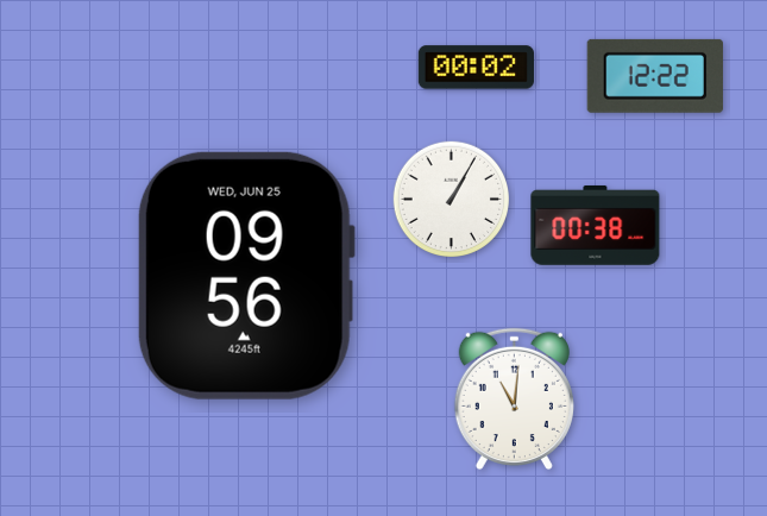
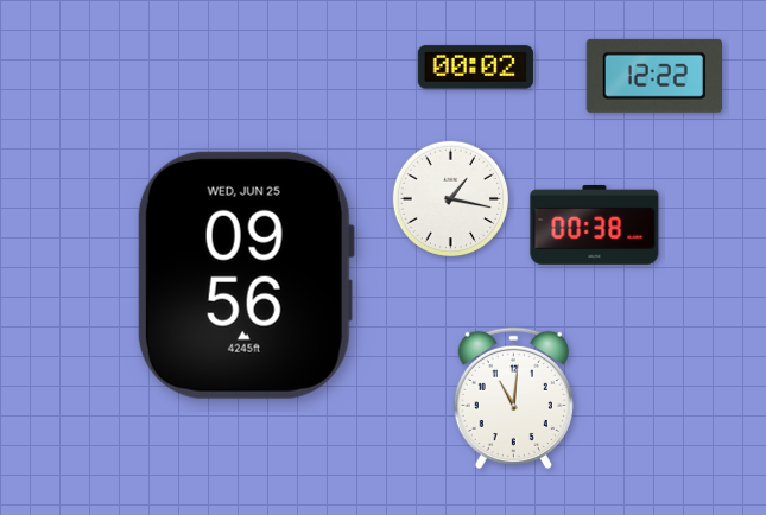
clock at (451, 199): 1:05 -> 1:17
